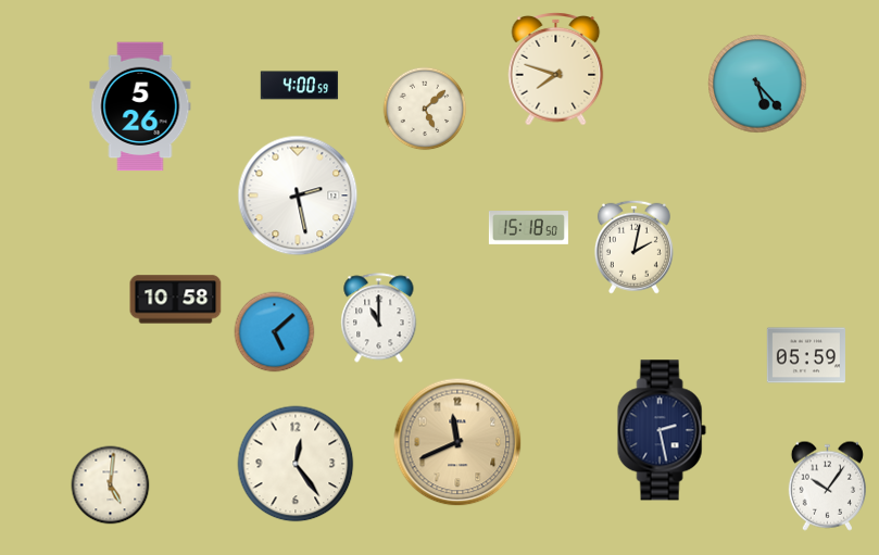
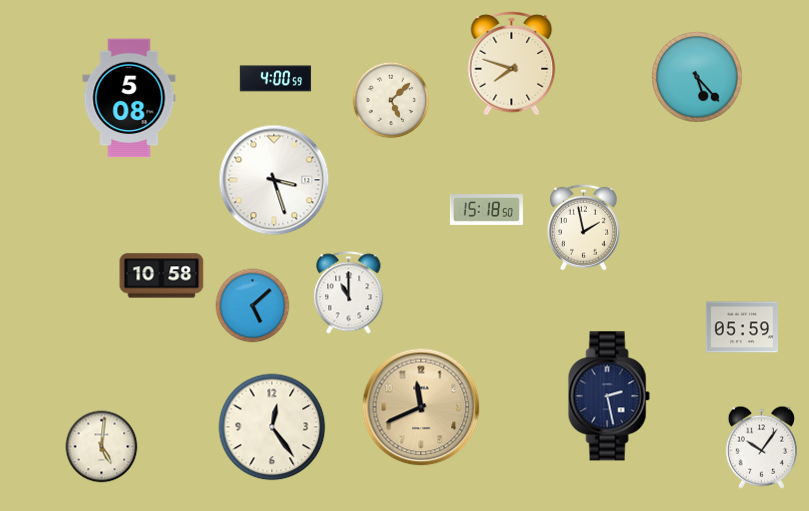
clock at (140, 106): 5:26 -> 5:08
clock at (298, 195): 2:28 -> 3:27
clock at (633, 247): 2:02 -> 1:58
